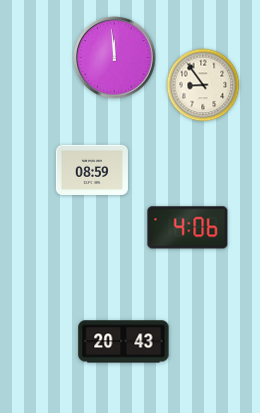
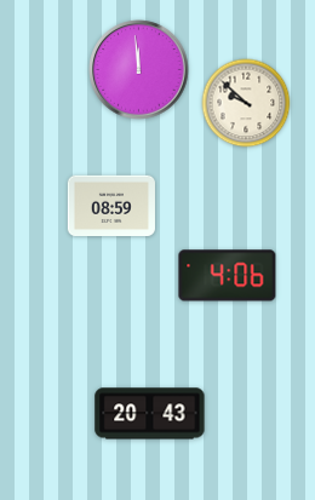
clock at (203, 85): 8:54 -> 9:52
